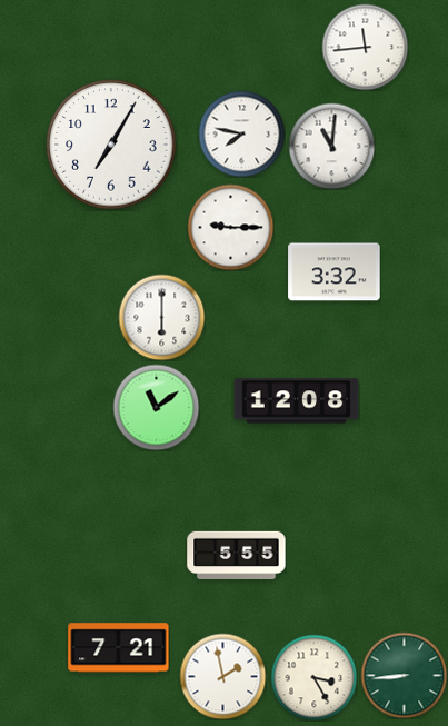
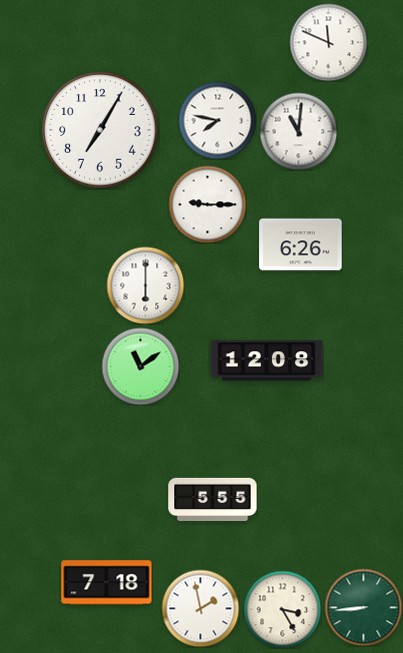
clock at (365, 47): 11:44 -> 11:49
clock at (335, 272): 3:32 -> 6:26
clock at (119, 648): 7:21 -> 7:18
